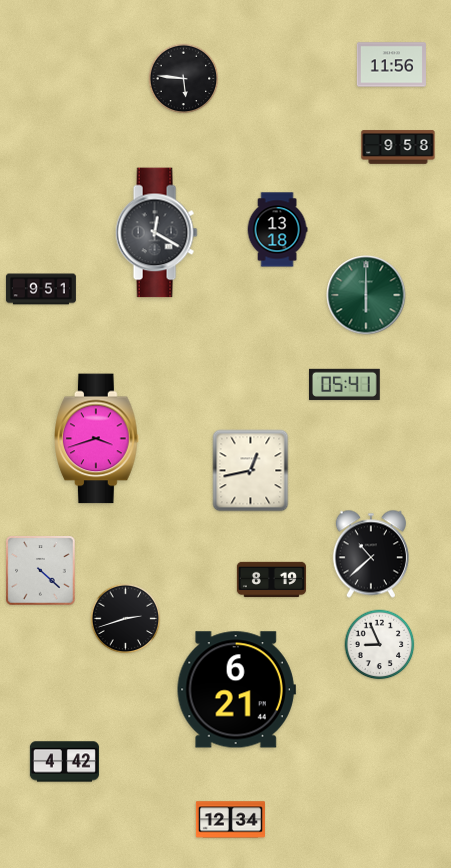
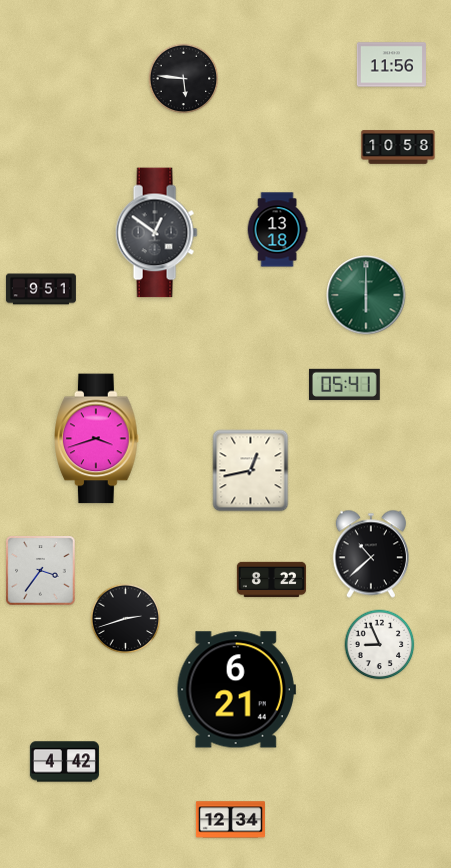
clock at (398, 147): 9:58 -> 10:58
clock at (156, 233): 12:20 -> 12:51
clock at (41, 571): 4:22 -> 3:36
clock at (271, 580): 8:19 -> 8:22
